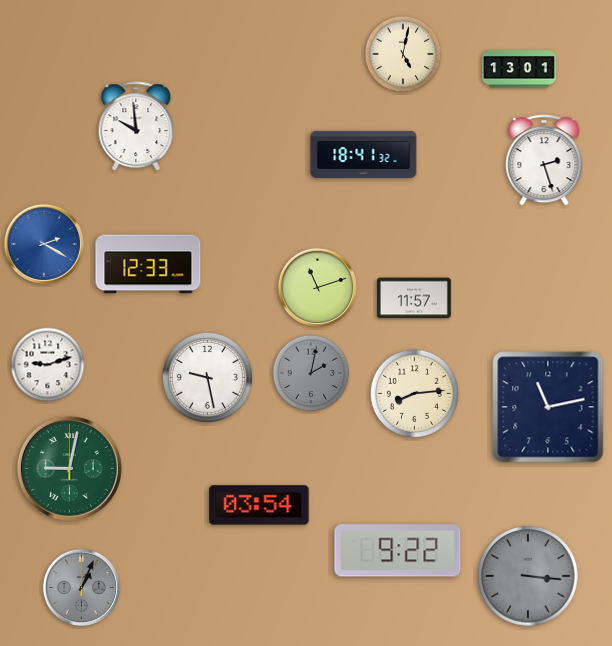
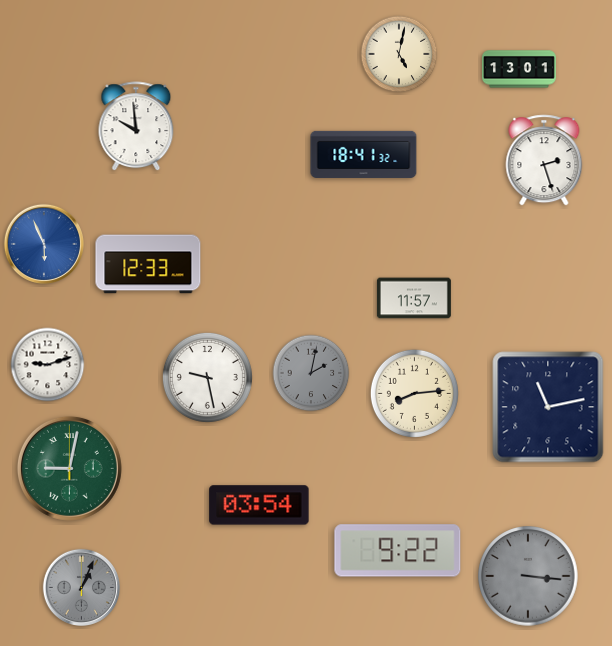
clock at (403, 54) position: (403, 54) -> (399, 54)
clock at (44, 244): 2:20 -> 5:56
clock at (317, 287): 11:12 -> none
